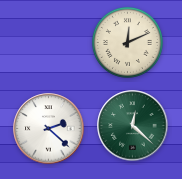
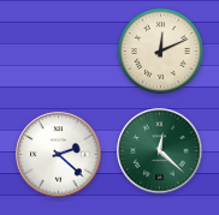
clock at (127, 42) position: (127, 42) -> (160, 50)
